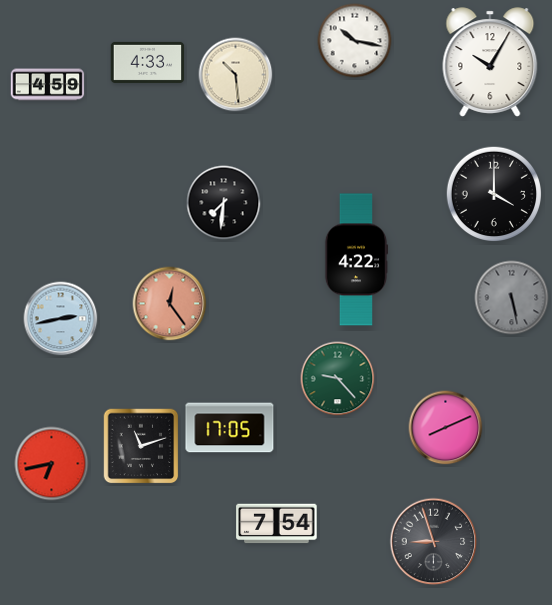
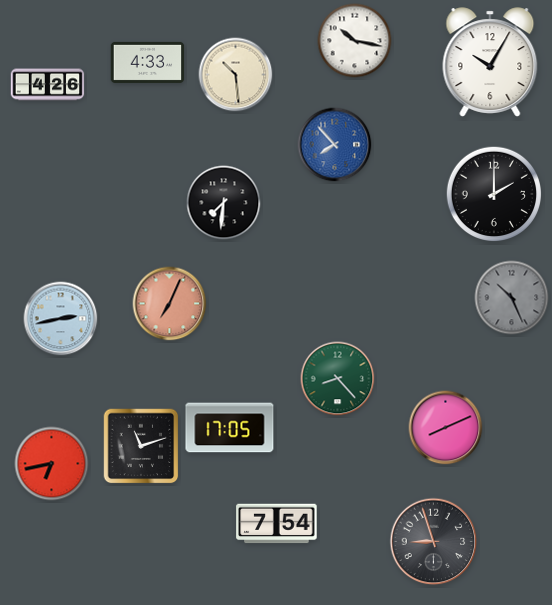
clock at (48, 85): 4:59 -> 4:26
clock at (335, 145): none -> 7:53
clock at (494, 194): 4:00 -> 2:00
clock at (356, 260): 4:22 -> none
clock at (512, 298): 5:28 -> 10:26
clock at (170, 304): 12:24 -> 7:04
clock at (338, 379): 9:23 -> 8:23
